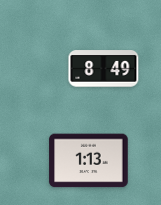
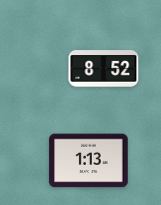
clock at (104, 69): 8:49 -> 8:52
